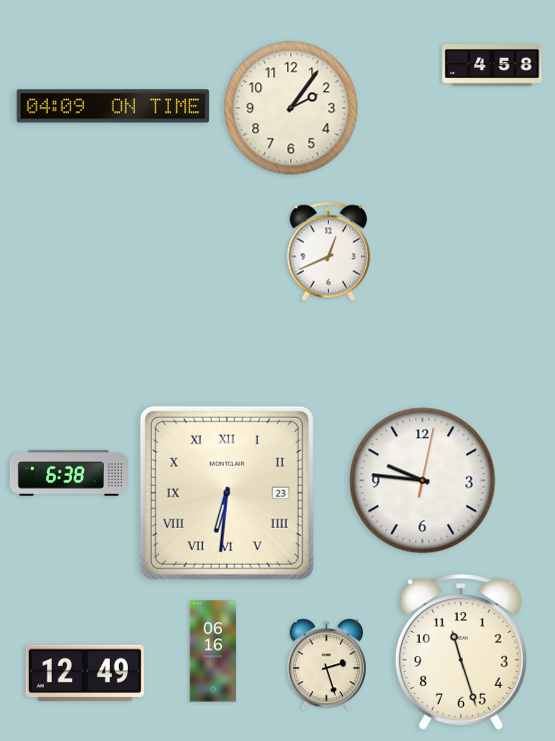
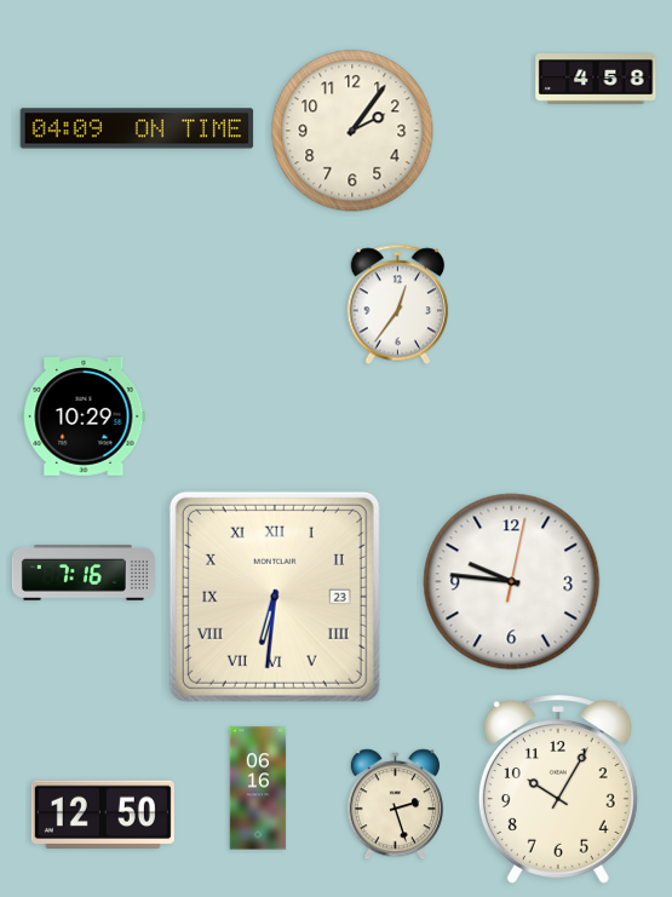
clock at (329, 252): 12:41 -> 12:36
clock at (84, 418): none -> 10:29
clock at (69, 473): 6:38 -> 7:16
clock at (461, 652): 11:27 -> 10:05
clock at (85, 673): 12:49 -> 12:50
